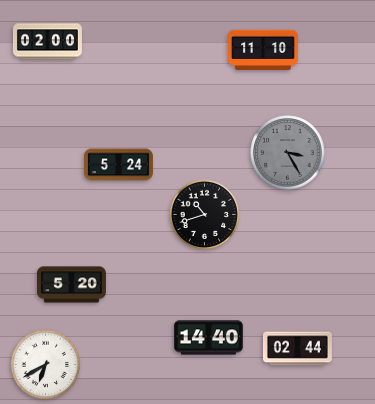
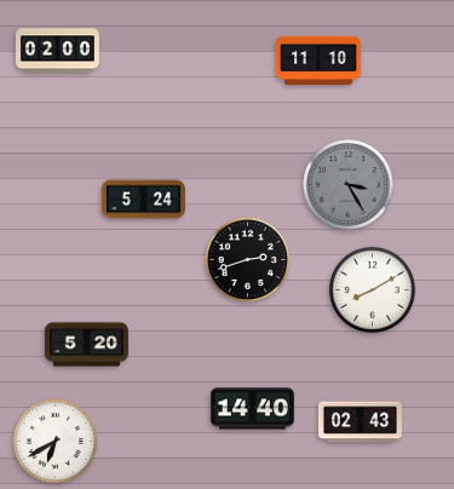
clock at (205, 215): 10:42 -> 2:42
clock at (372, 289): none -> 8:10
clock at (297, 349): 02:44 -> 02:43
